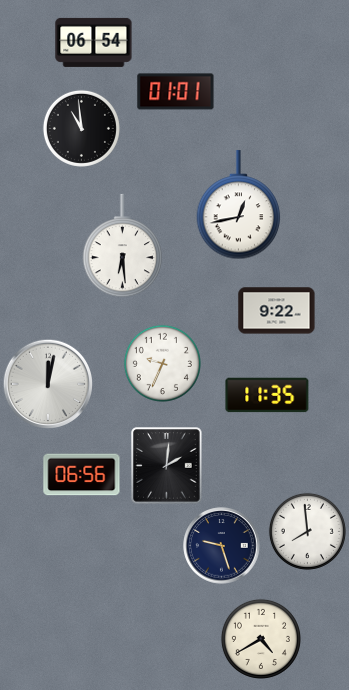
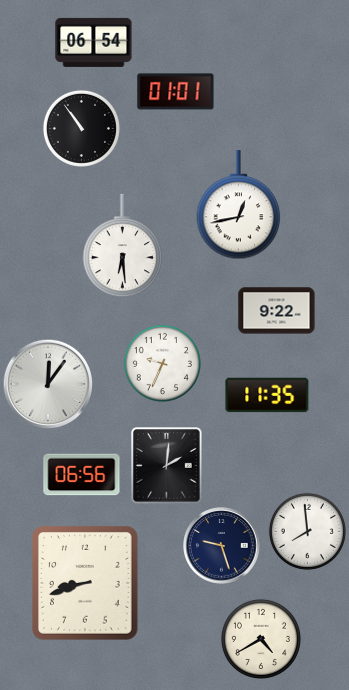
clock at (81, 128): 10:59 -> 10:54
clock at (47, 383): 12:02 -> 12:06
clock at (86, 584): none -> 8:42
